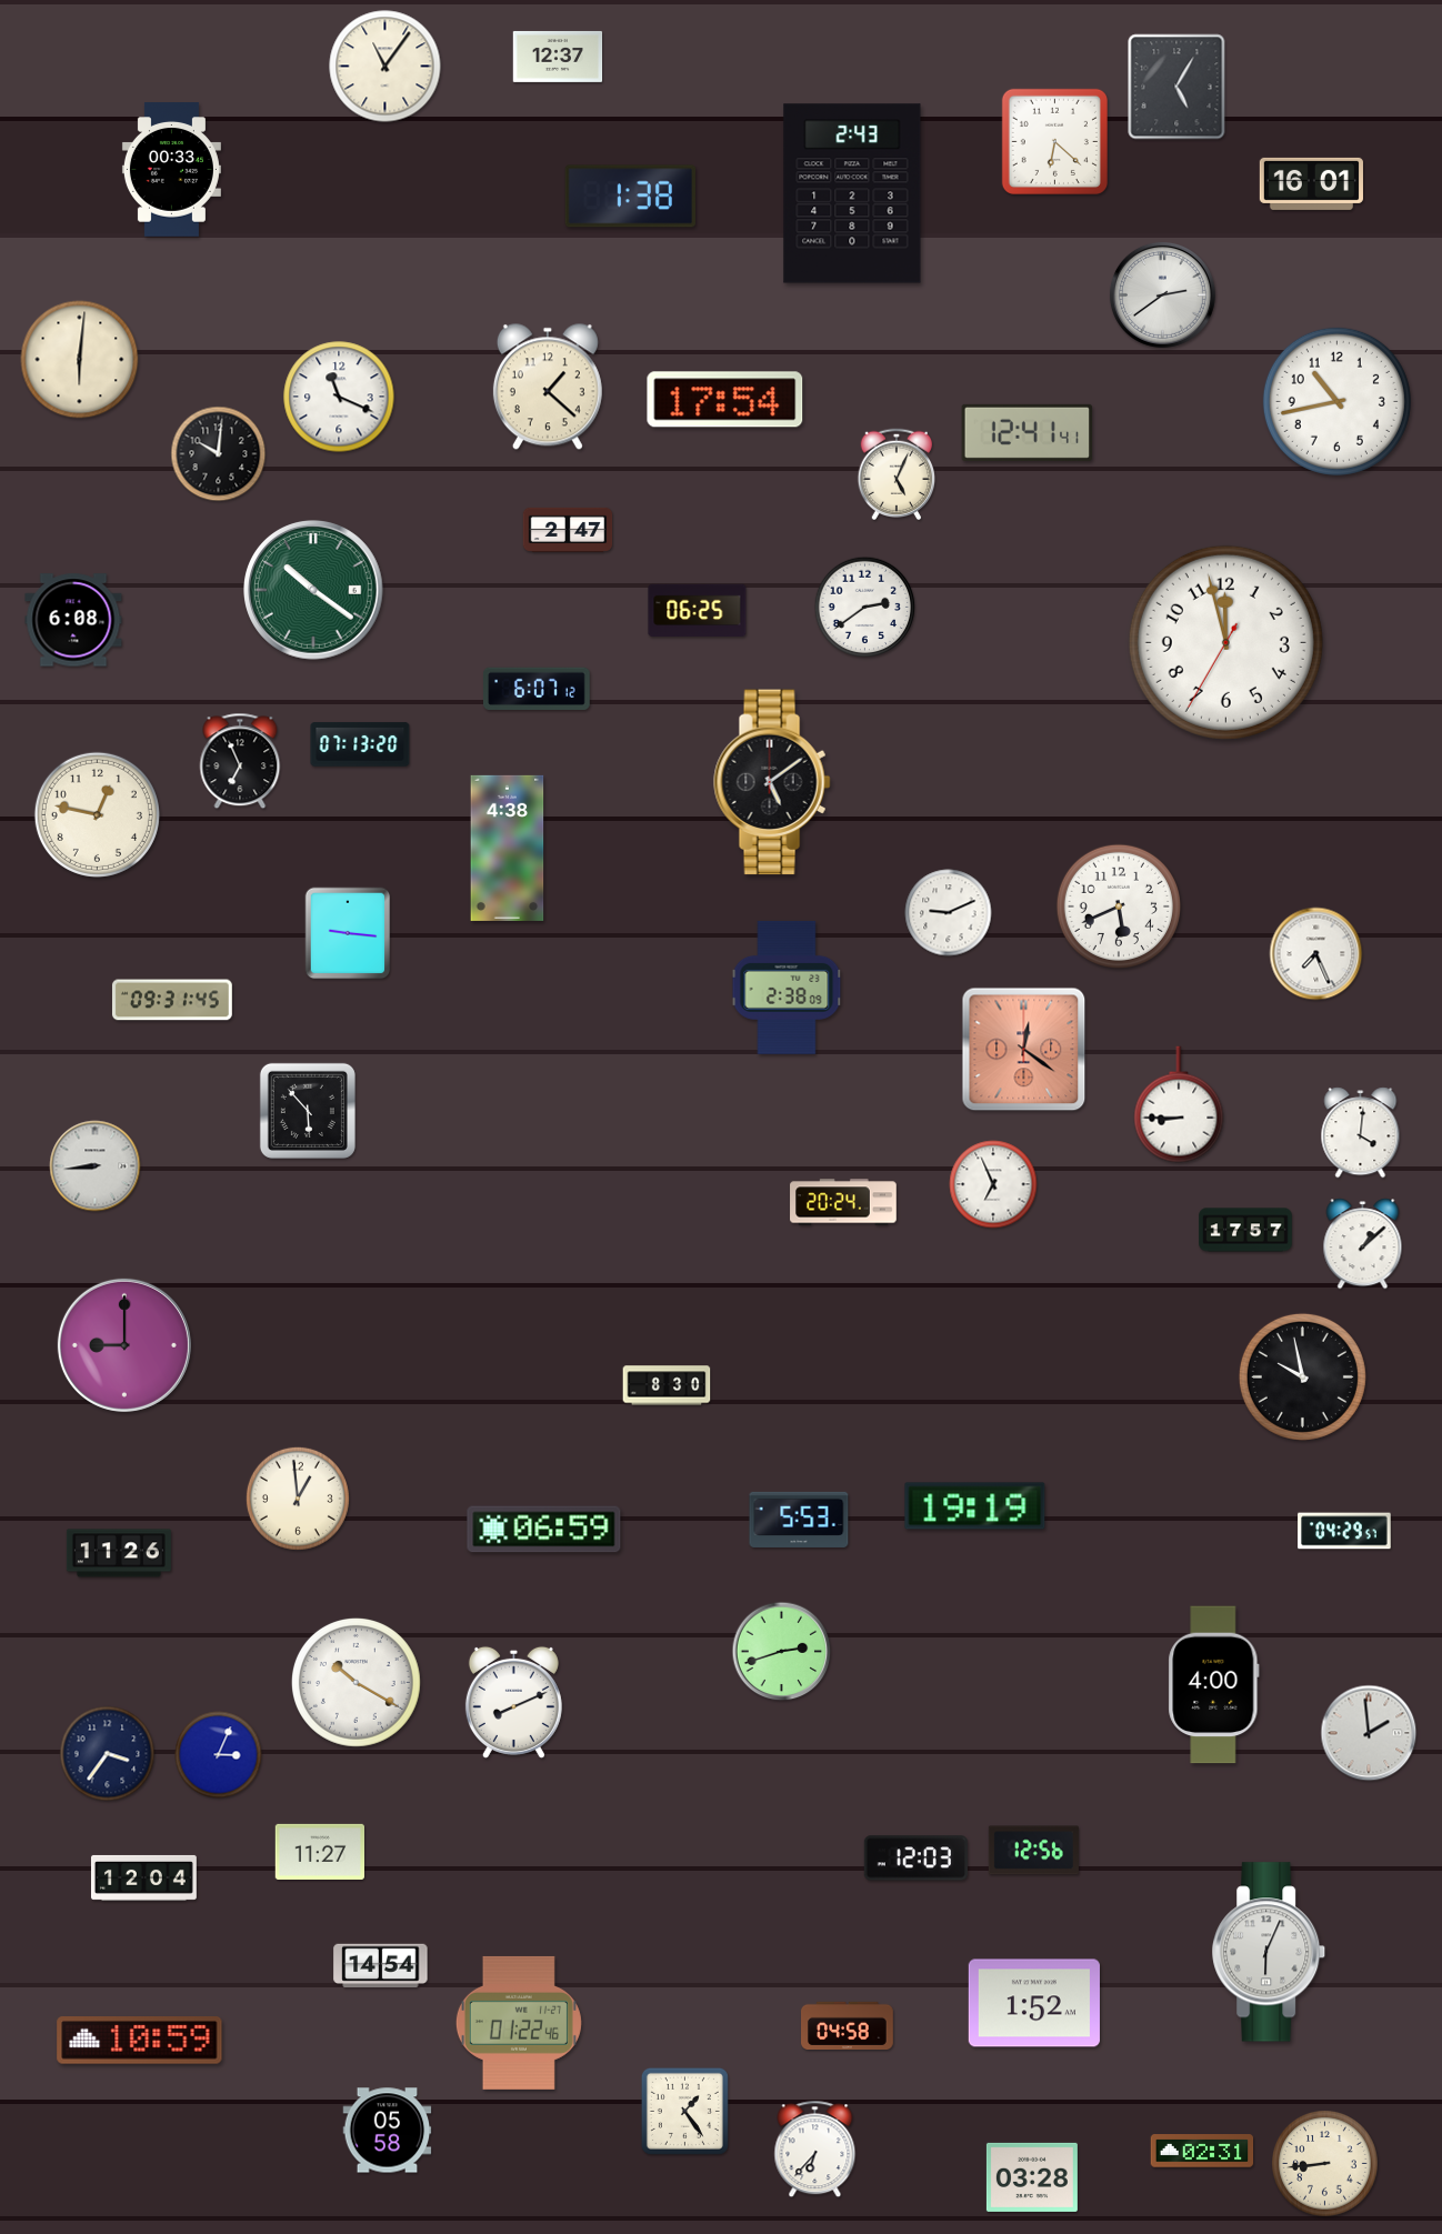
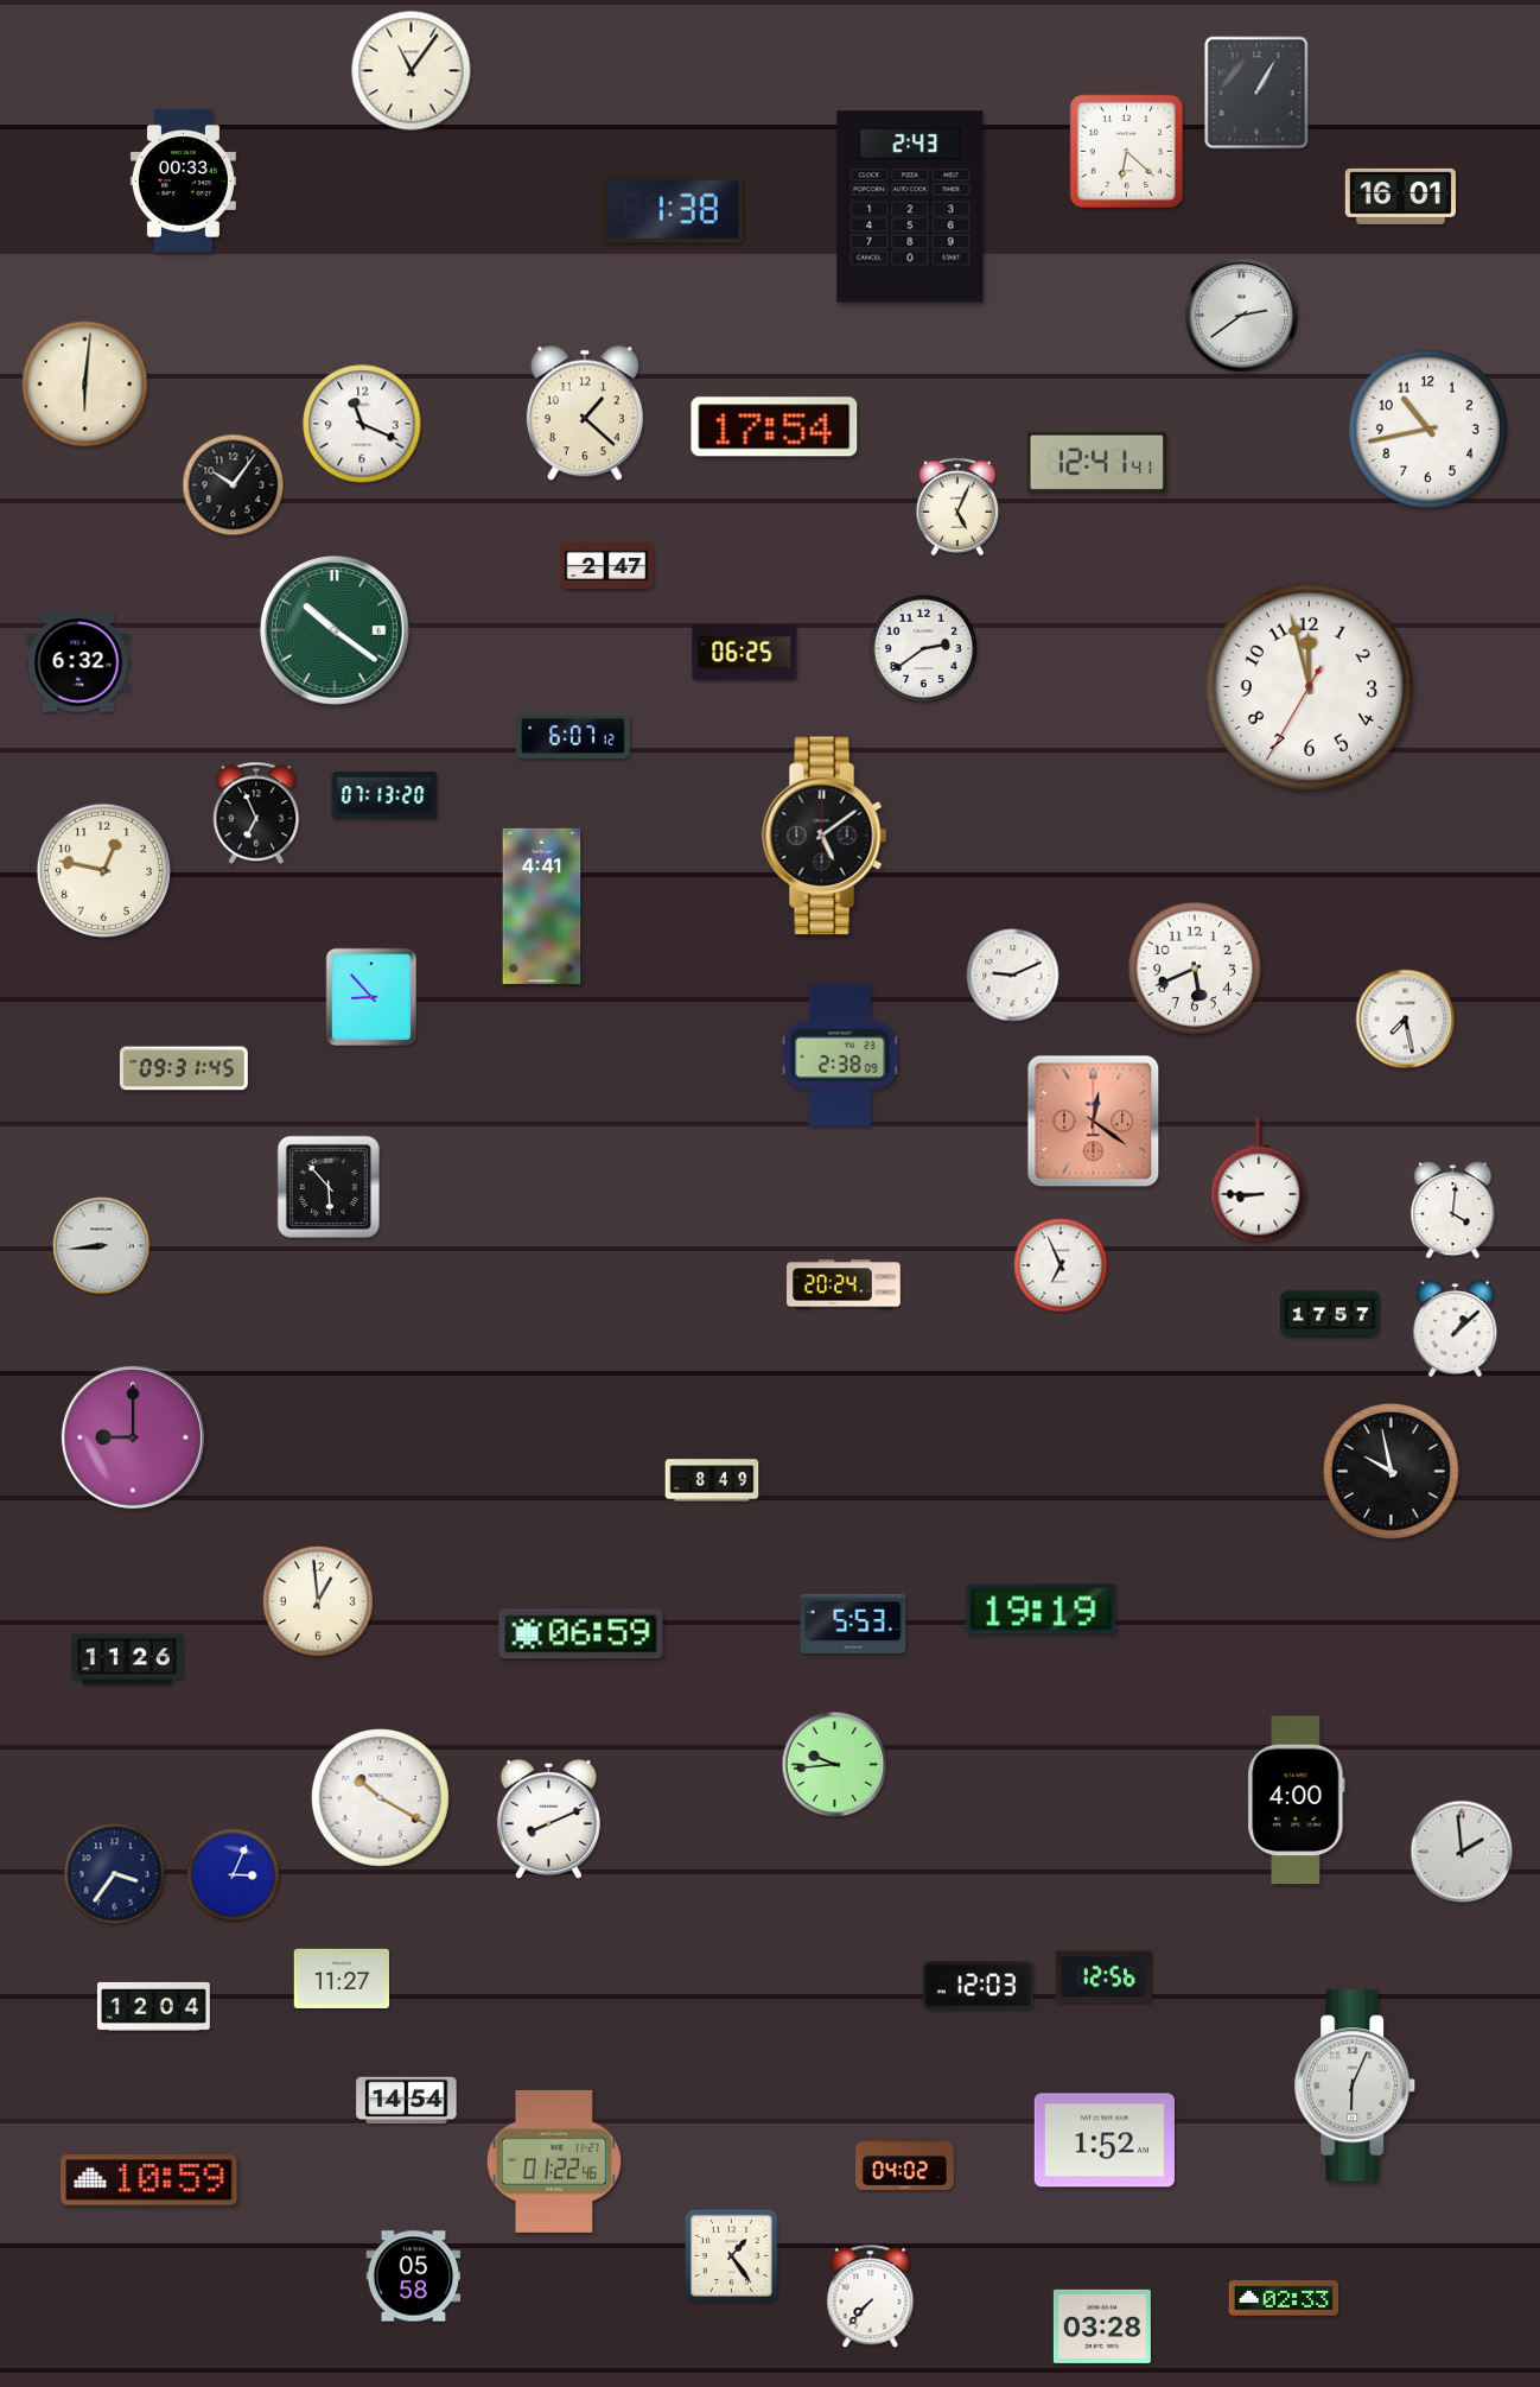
clock at (558, 57): 12:37 -> none
clock at (1176, 87): 5:05 -> 1:05
clock at (219, 454): 10:01 -> 10:06
clock at (73, 620): 6:08 -> 6:32
clock at (508, 848): 4:38 -> 4:41
clock at (348, 933): 9:16 -> 8:53
clock at (1316, 954): 7:26 -> 7:28
clock at (843, 1202) position: (843, 1202) -> (844, 1284)
clock at (667, 1385): 8:30 -> 8:49
clock at (1344, 1531): 04:29 -> none
clock at (782, 1652): 2:42 -> 9:44
clock at (848, 2025): 04:58 -> 04:02
clock at (815, 2150): 6:37 -> 7:37
clock at (1202, 2151): 02:31 -> 02:33
clock at (1325, 2164): 8:44 -> none
